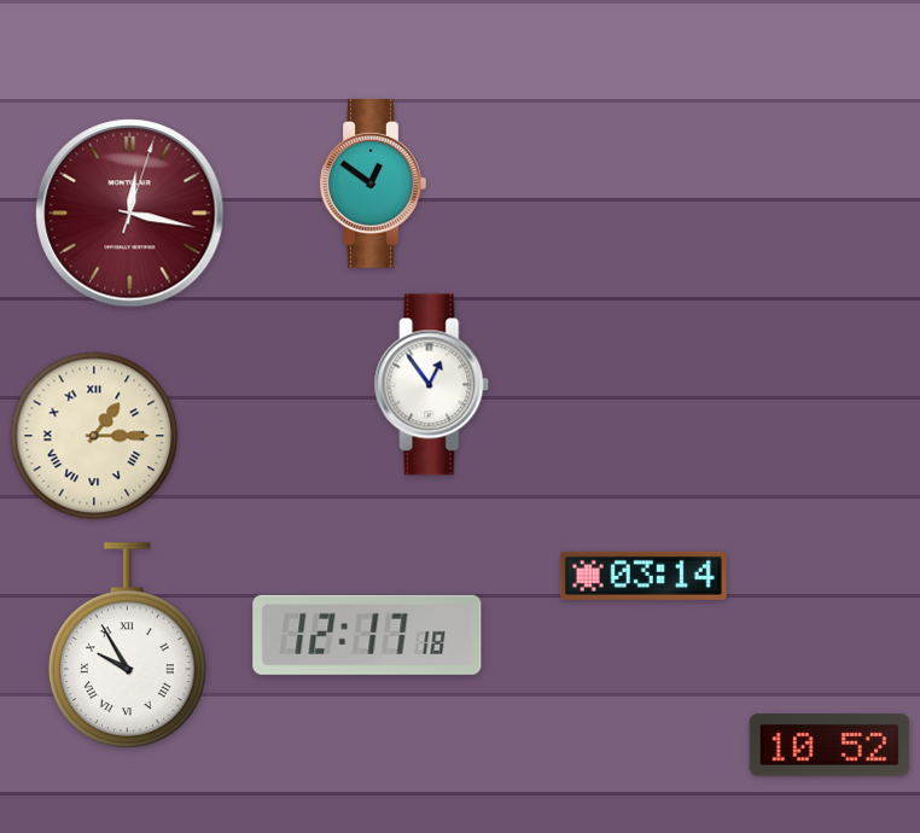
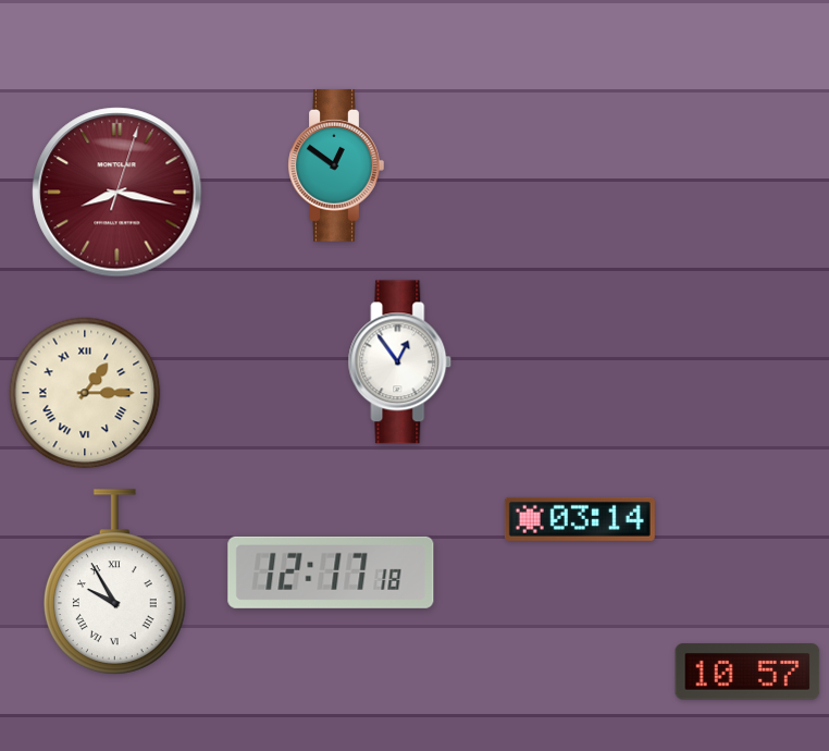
clock at (130, 214): 12:17 -> 8:17
clock at (432, 385) position: (432, 385) -> (400, 362)
clock at (829, 745): 10:52 -> 10:57
